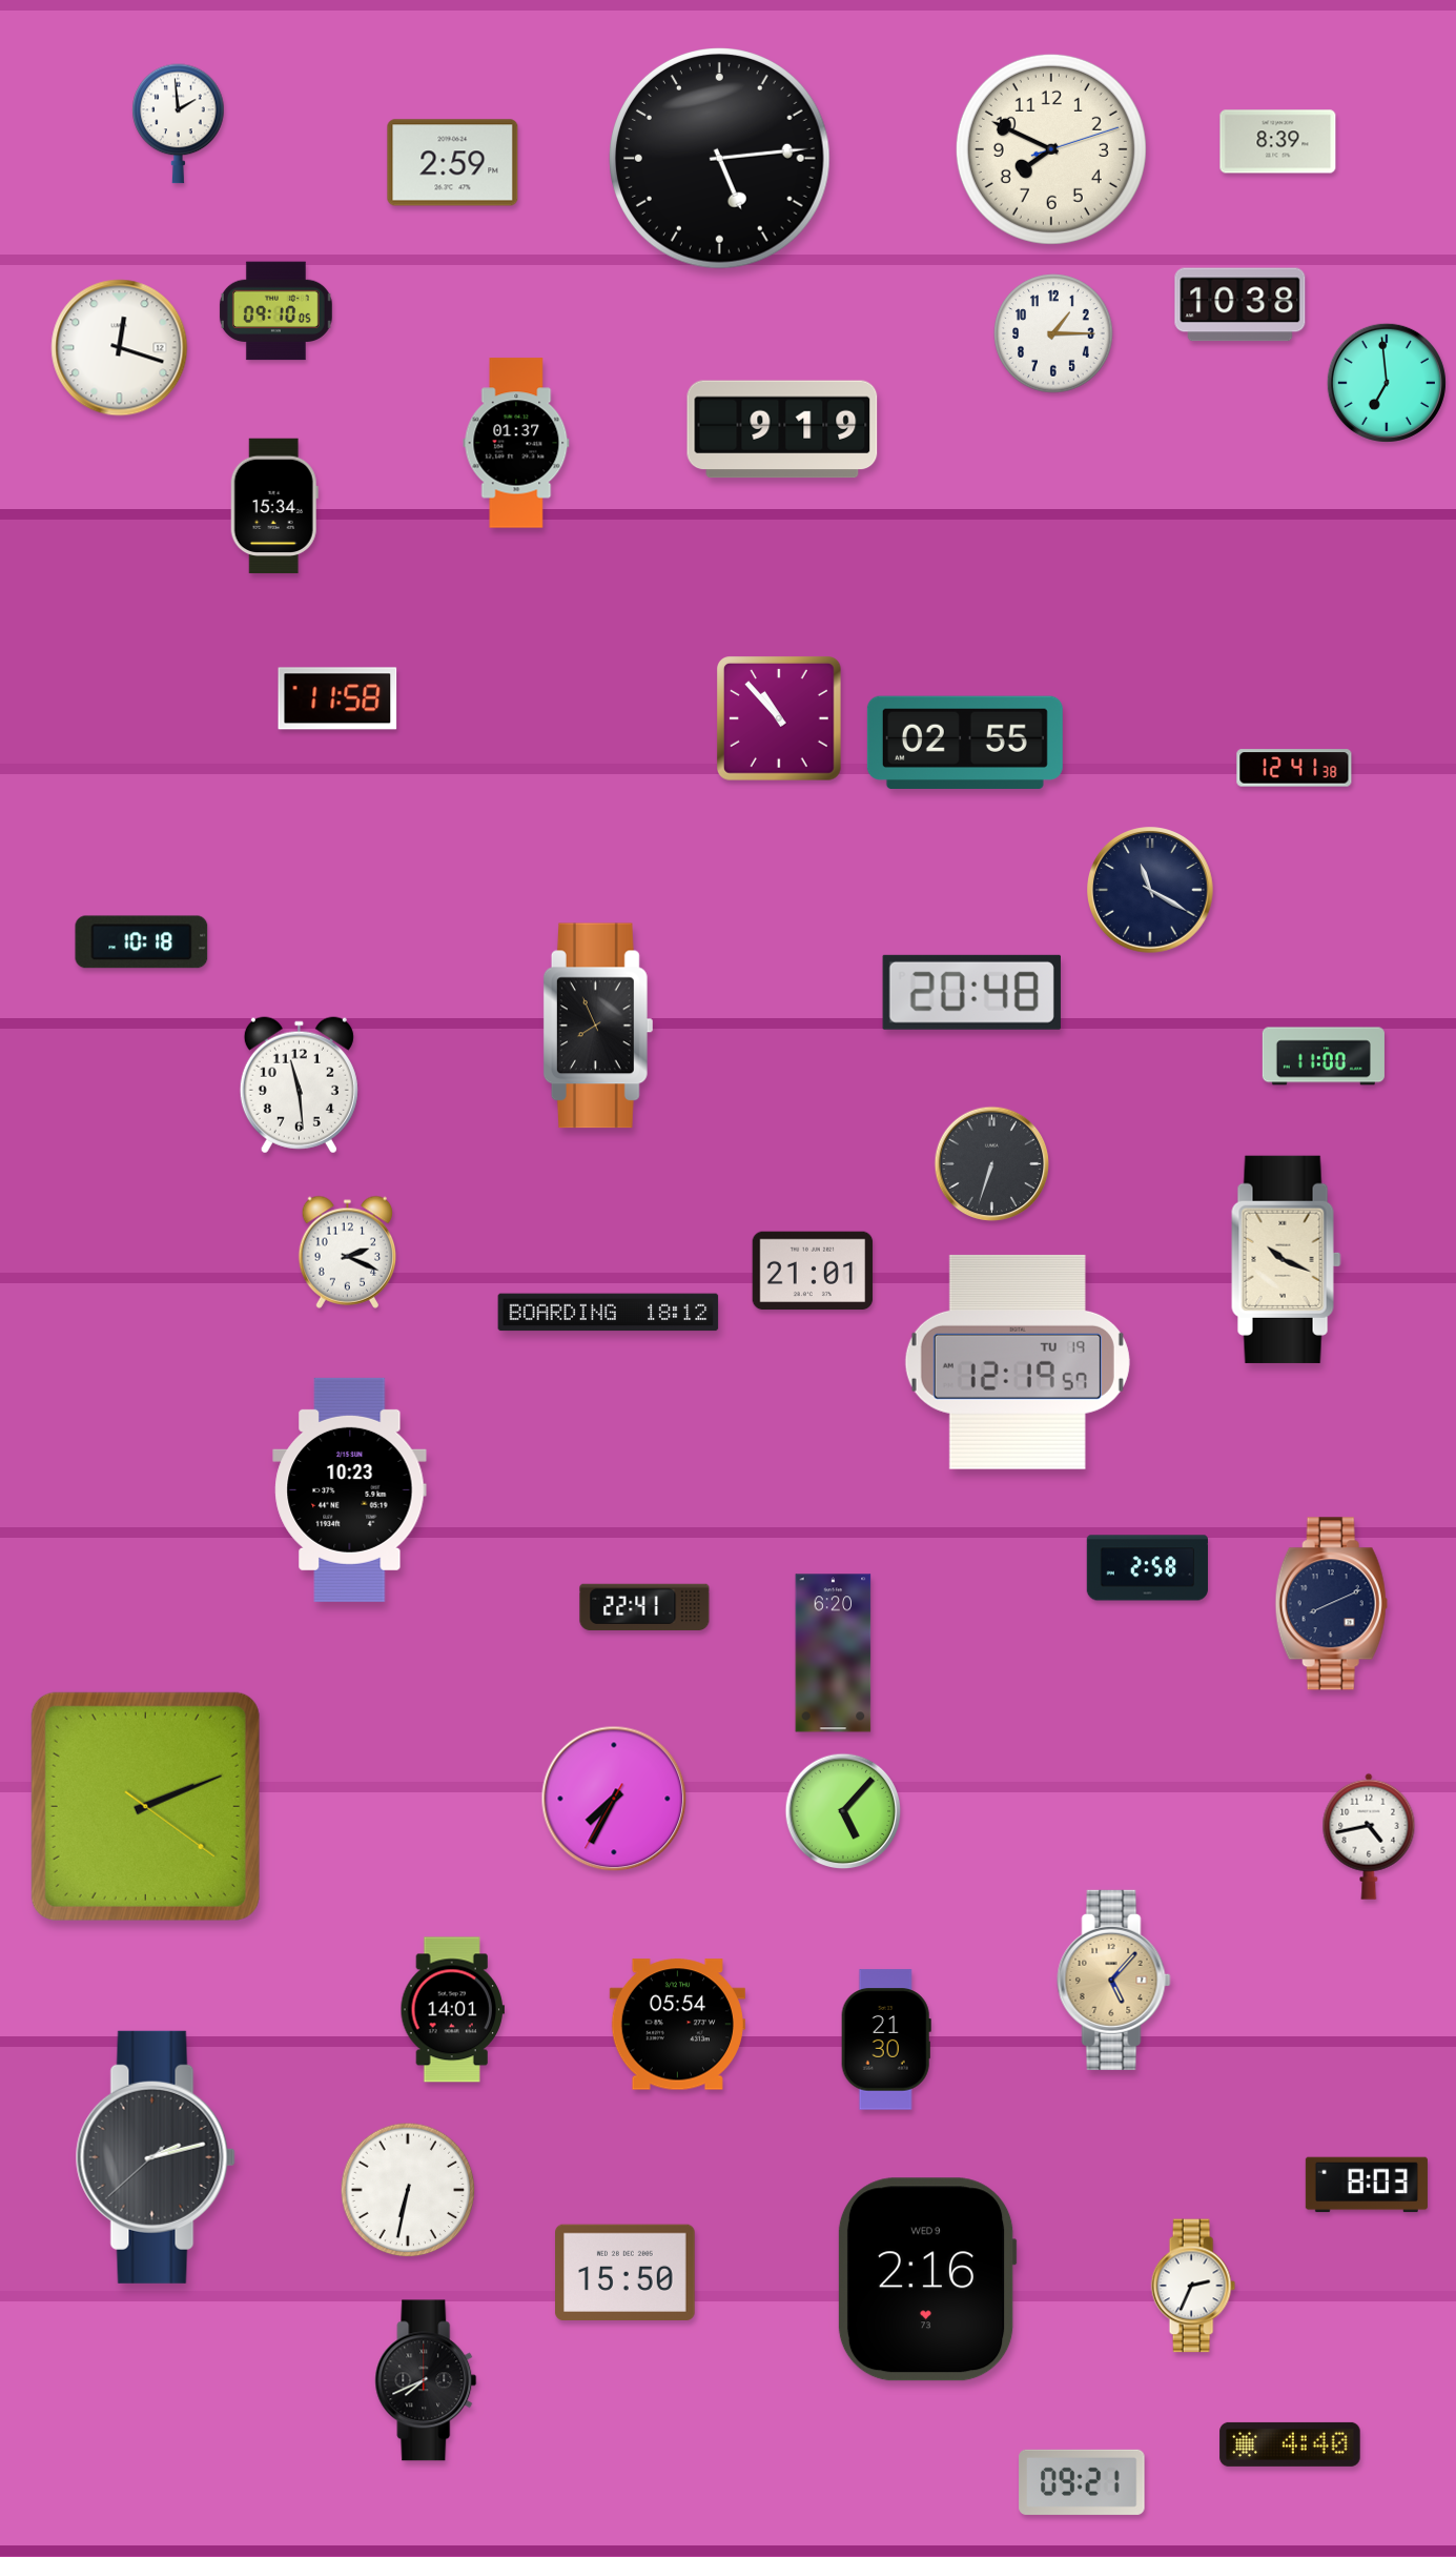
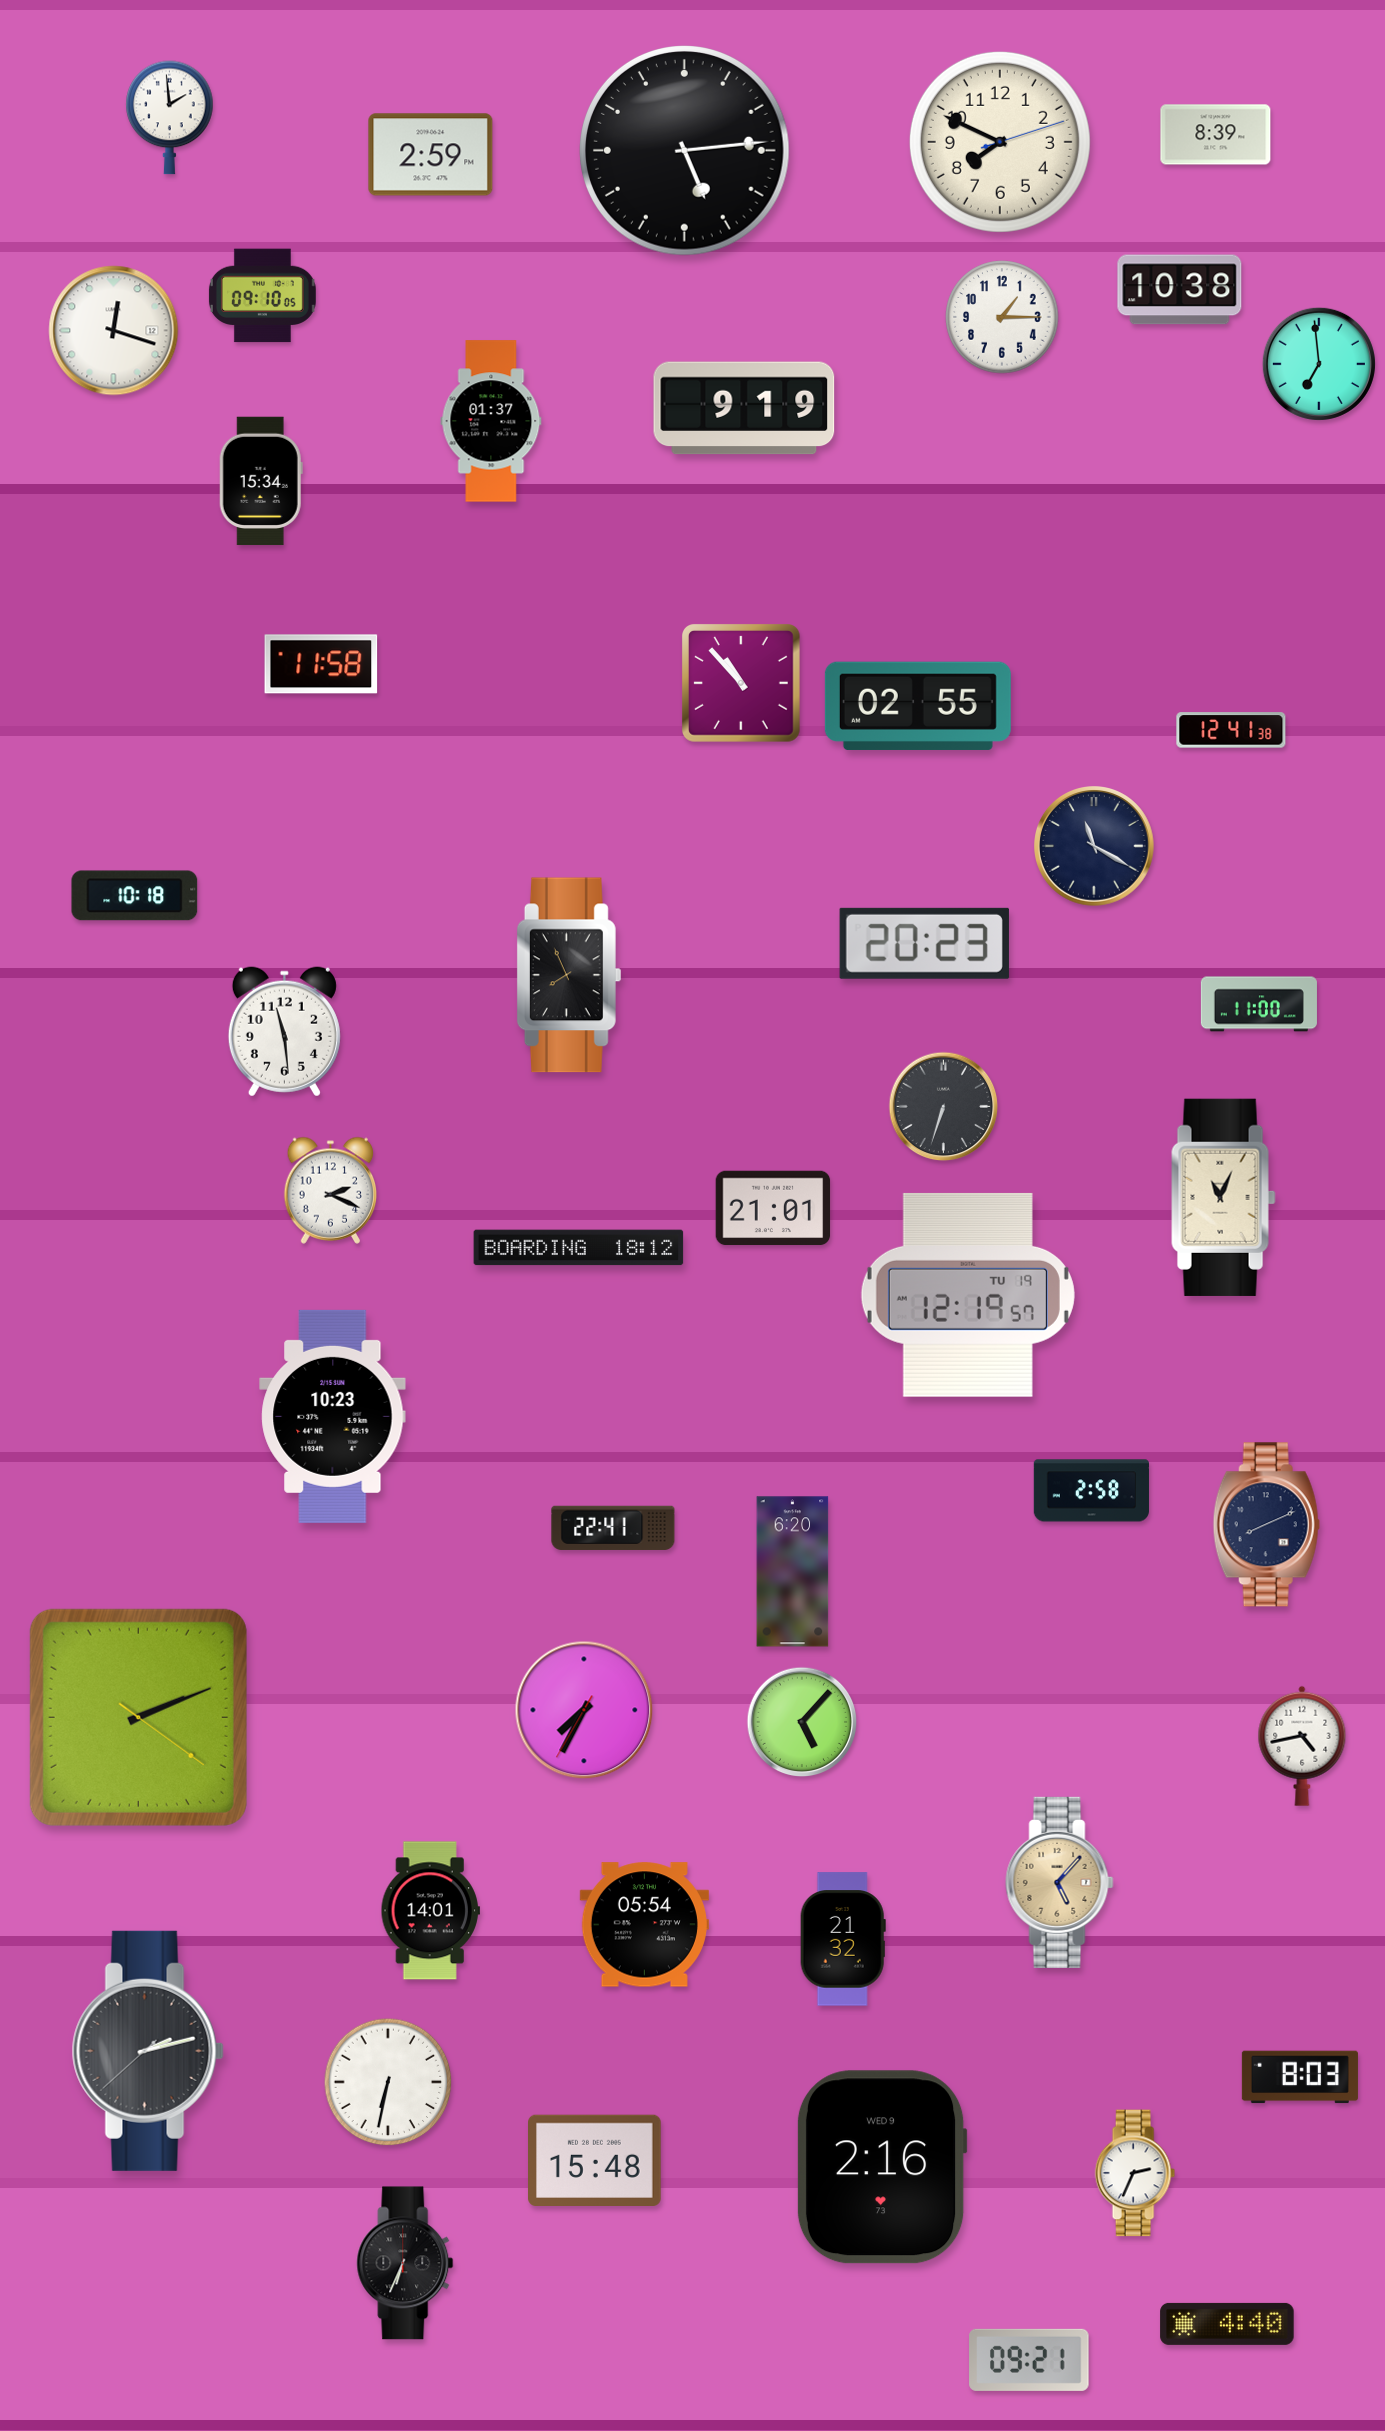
clock at (971, 992): 20:48 -> 20:23
clock at (1287, 1259): 10:19 -> 11:04
clock at (886, 2039): 21:30 -> 21:32
clock at (626, 2272): 15:50 -> 15:48
clock at (426, 2380): 7:41 -> 6:34
